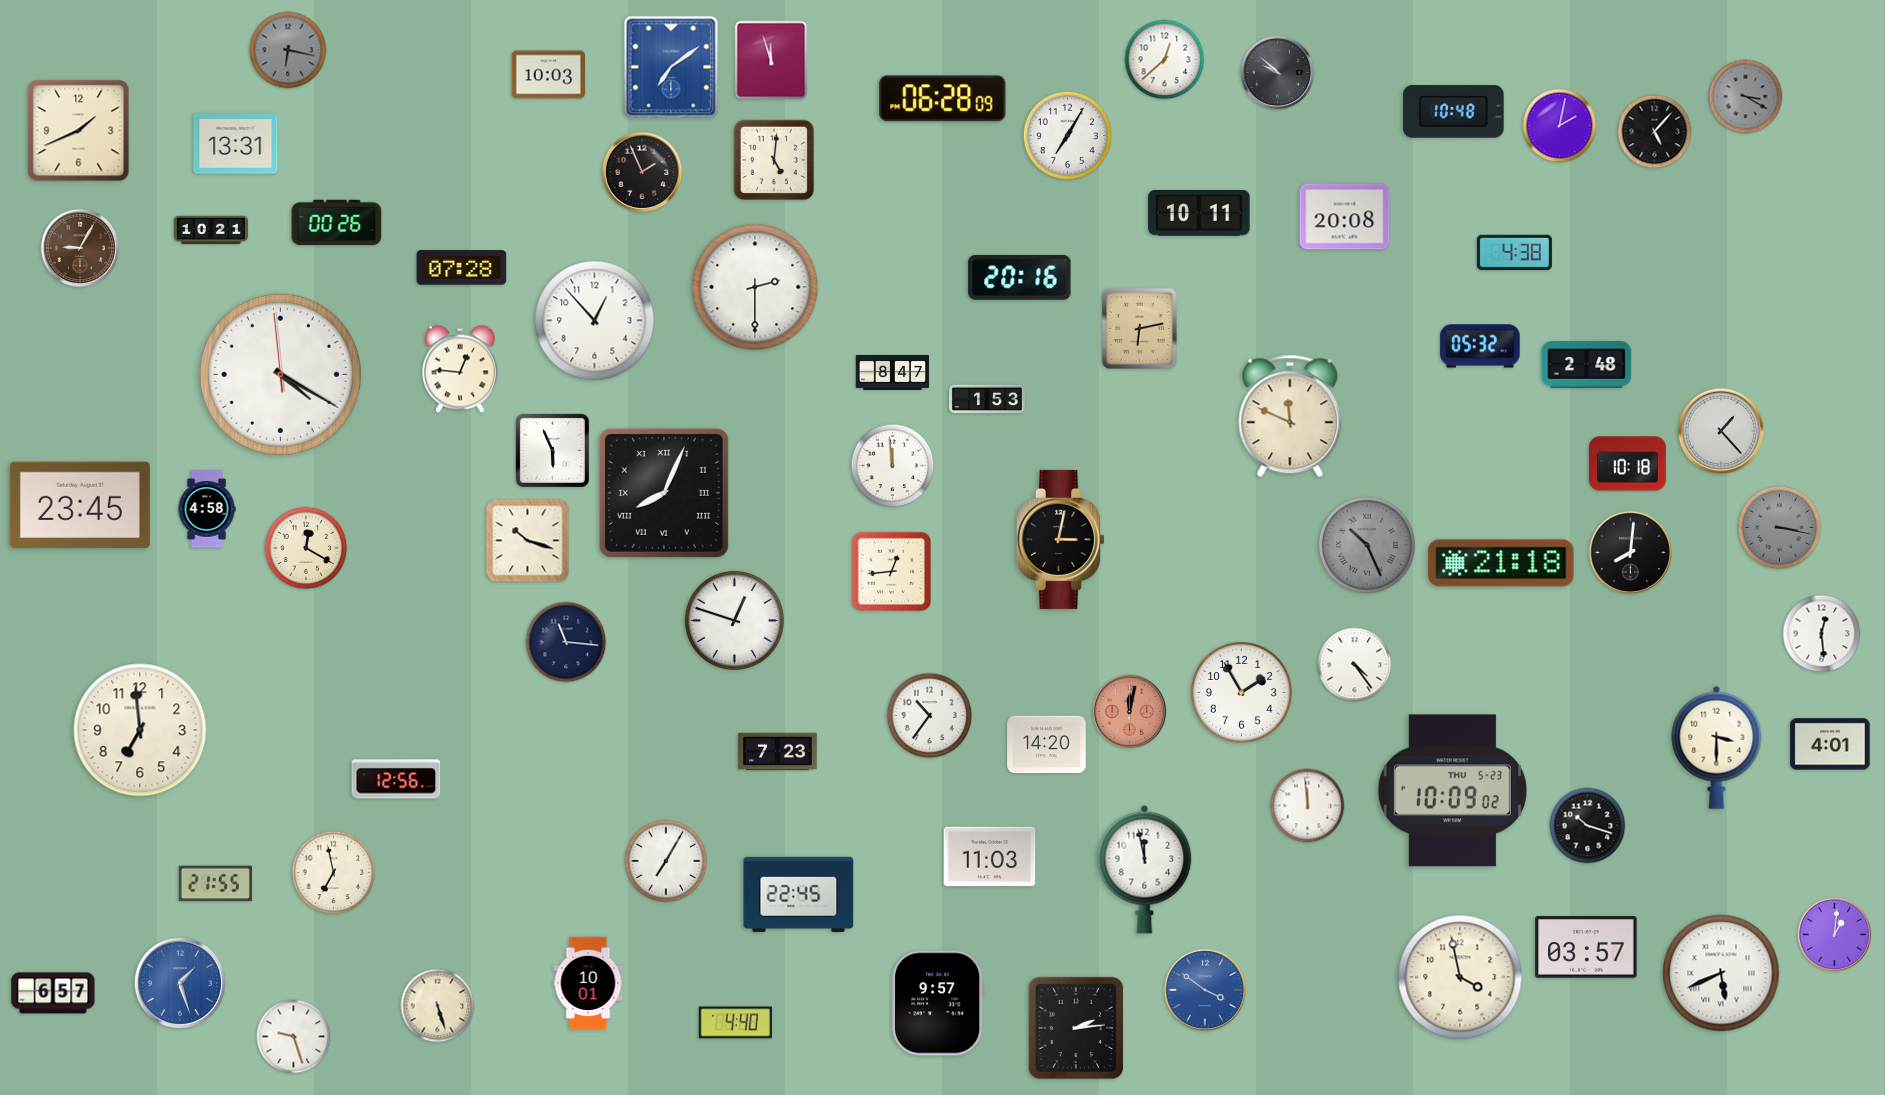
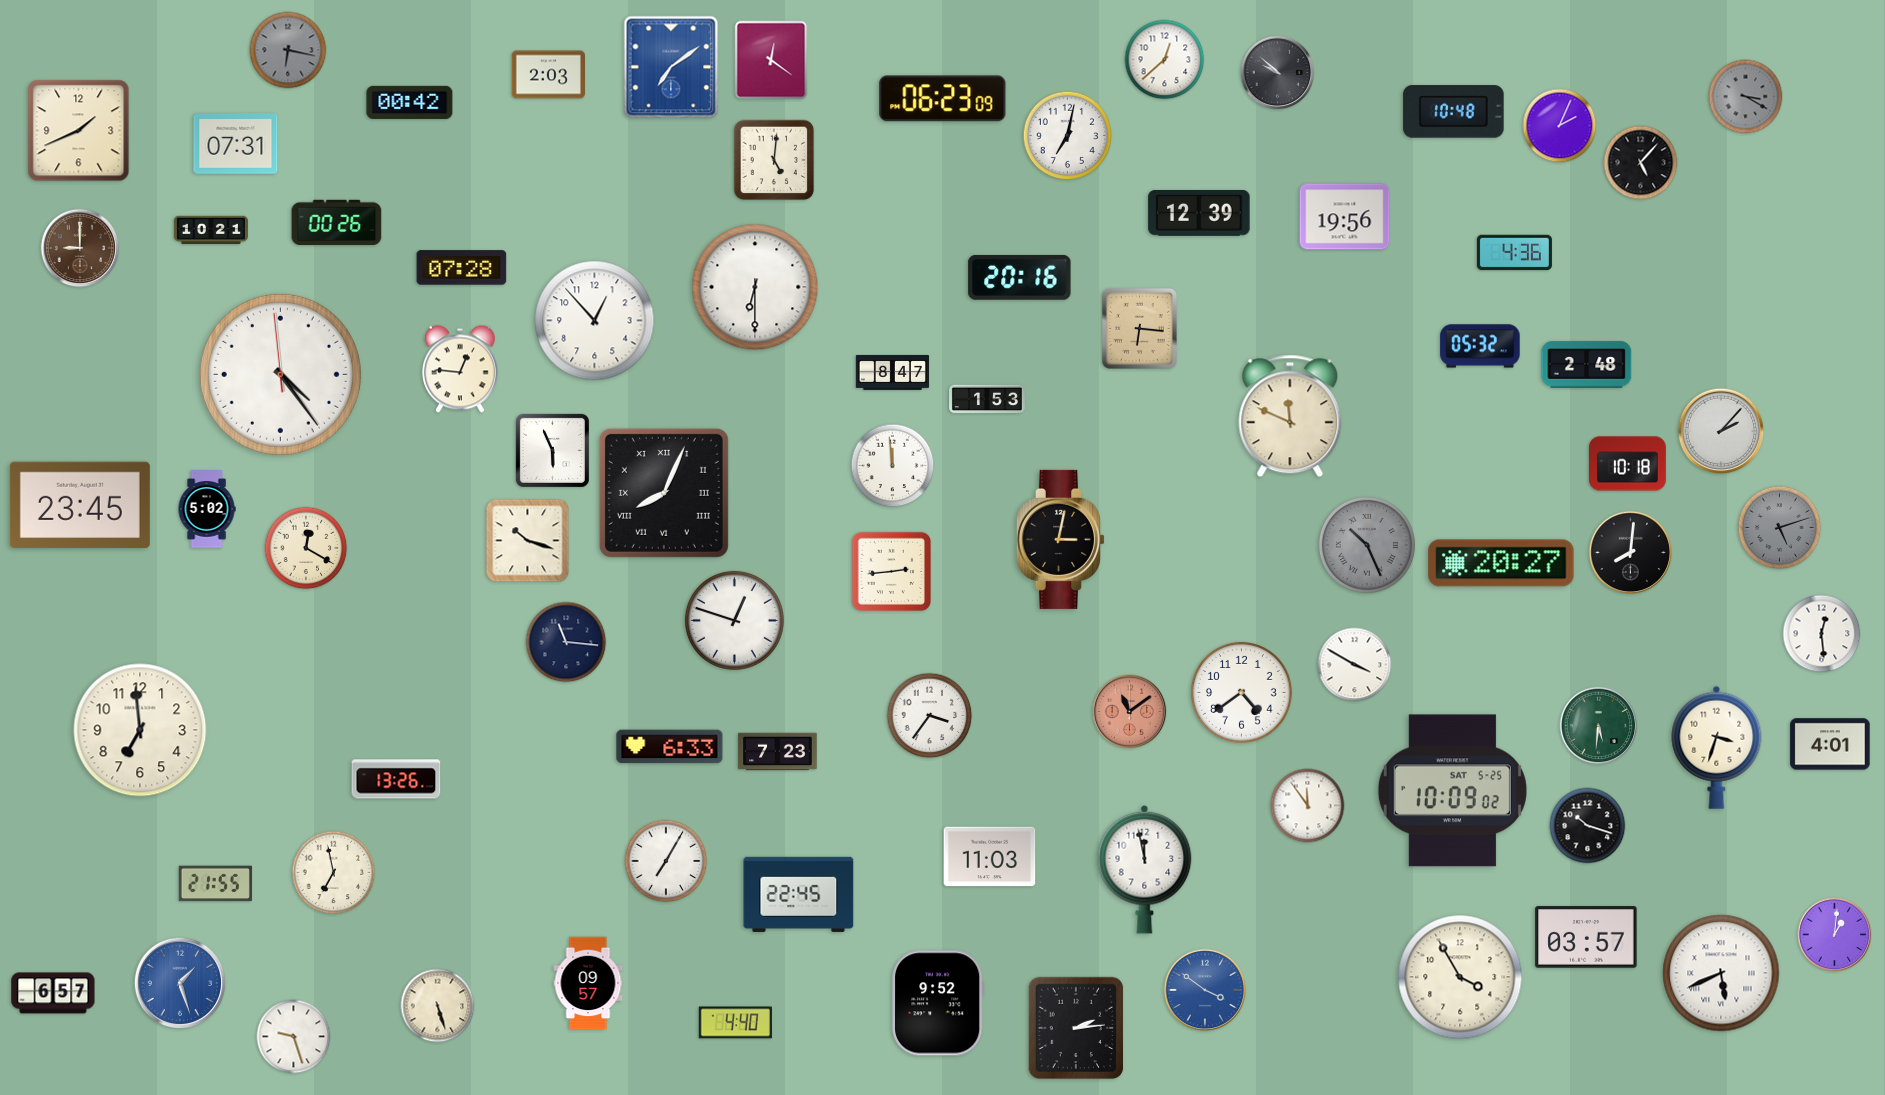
clock at (771, 60): 11:57 -> 12:21
clock at (548, 75): 10:03 -> 2:03
clock at (943, 99): 06:28 -> 06:23
clock at (410, 102): none -> 00:42
clock at (1560, 126): 2:02 -> 2:04
clock at (1655, 132) position: (1655, 132) -> (1641, 163)
clock at (1068, 136): 7:05 -> 7:02
clock at (236, 144): 13:31 -> 07:31
clock at (642, 172): 1:56 -> none
clock at (1199, 213): 10:11 -> 12:39
clock at (1345, 217): 20:08 -> 19:56
clock at (80, 248): 9:05 -> 9:00
clock at (1514, 253): 4:38 -> 4:36
clock at (755, 287): 2:30 -> 6:30
clock at (1139, 328): 6:13 -> 6:16
clock at (280, 374): 4:19 -> 4:23
clock at (1721, 431): 1:23 -> 2:07
clock at (207, 509): 4:58 -> 5:02
clock at (1780, 528): 3:17 -> 5:12
clock at (1501, 563): 21:18 -> 20:27
clock at (891, 571): 12:44 -> 2:44
clock at (1355, 665): 4:24 -> 3:50
clock at (1241, 692): 1:55 -> 4:39
clock at (1130, 712): 12:02 -> 11:09
clock at (930, 716): 10:36 -> 3:36
clock at (1599, 726): none -> 5:31
clock at (1047, 745): 14:20 -> none
clock at (670, 747): none -> 6:33
clock at (1717, 747): 3:30 -> 3:33
clock at (396, 779): 12:56 -> 13:26
clock at (1452, 791) date: THU 5-23 -> SAT 5-25
clock at (1308, 806): 11:59 -> 11:54
clock at (1586, 947) position: (1586, 947) -> (1586, 937)
clock at (1460, 977): 3:58 -> 3:55
clock at (588, 983): 10:01 -> 09:57
clock at (939, 1003): 9:57 -> 9:52
